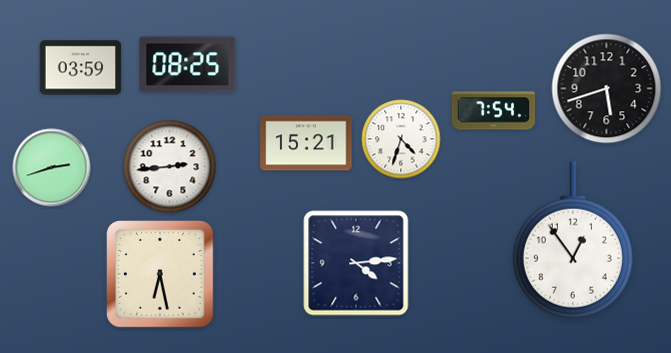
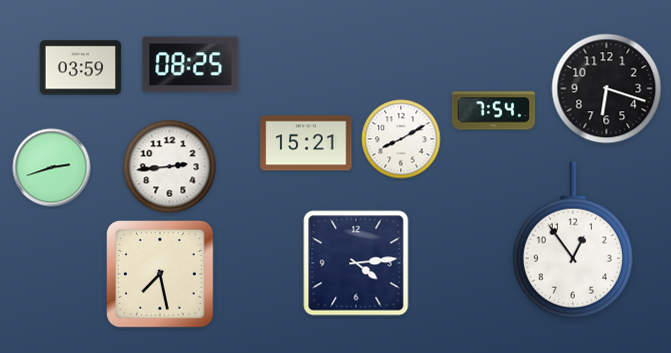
clock at (188, 65) position: (188, 65) -> (191, 65)
clock at (607, 89): 5:42 -> 6:18
clock at (401, 139): 4:33 -> 8:10
clock at (160, 274): 6:28 -> 7:28
